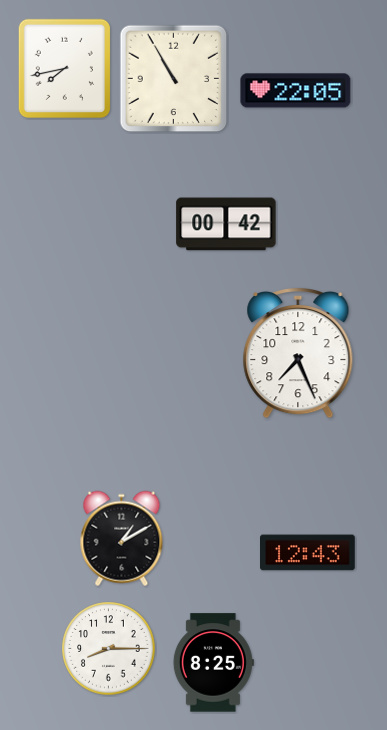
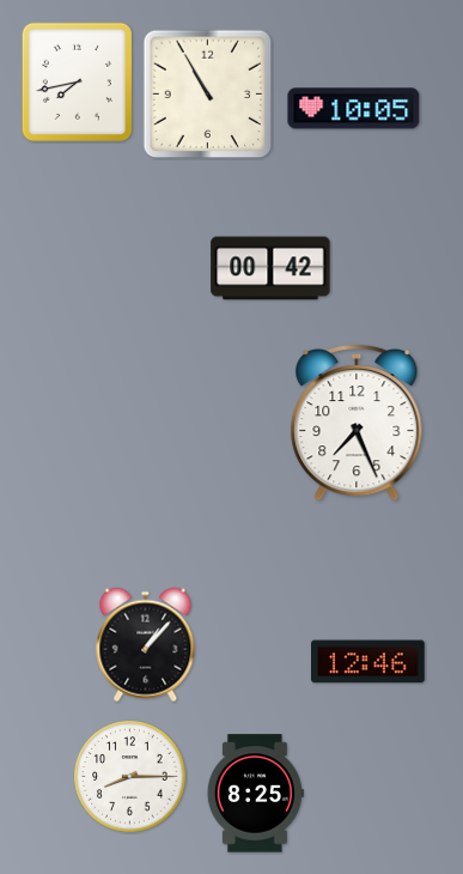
clock at (296, 91): 22:05 -> 10:05
clock at (122, 539): 1:10 -> 1:07
clock at (308, 553): 12:43 -> 12:46
